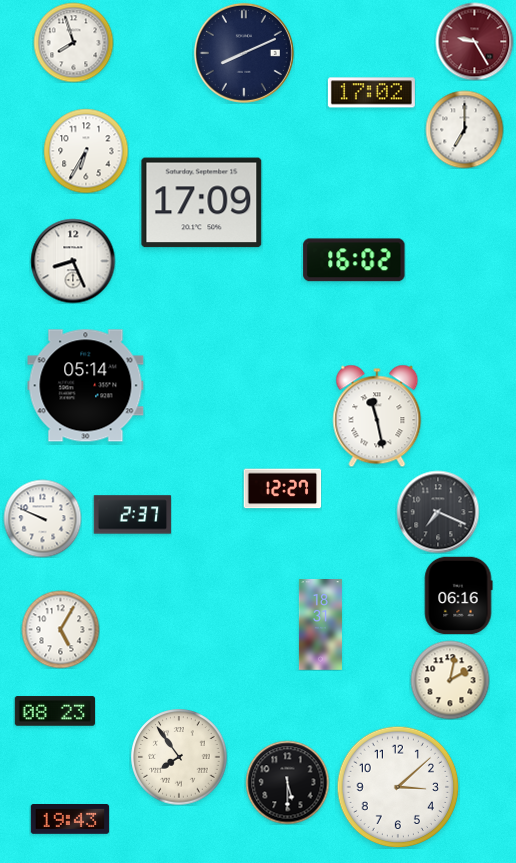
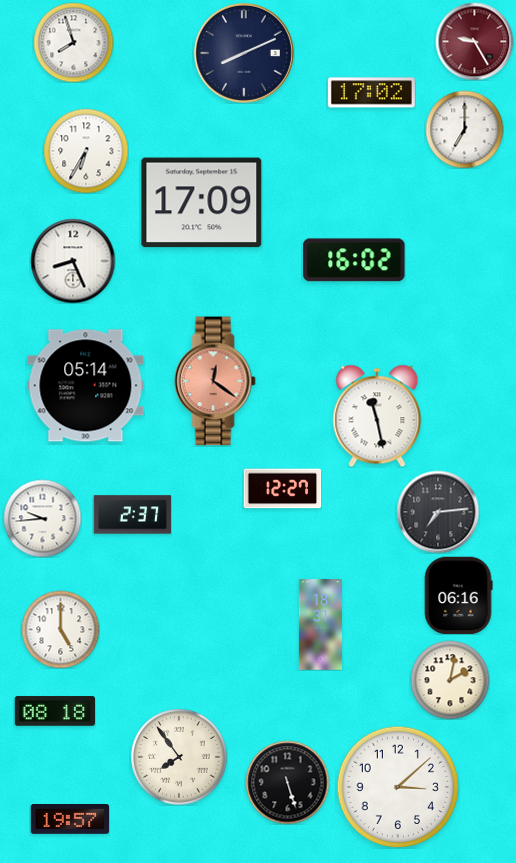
clock at (215, 381): none -> 12:21
clock at (438, 512): 7:19 -> 7:14
clock at (42, 518): 9:49 -> 9:44
clock at (60, 629): 5:05 -> 5:00
clock at (54, 711): 08:23 -> 08:18
clock at (287, 782): 5:30 -> 5:27
clock at (70, 820): 19:43 -> 19:57
